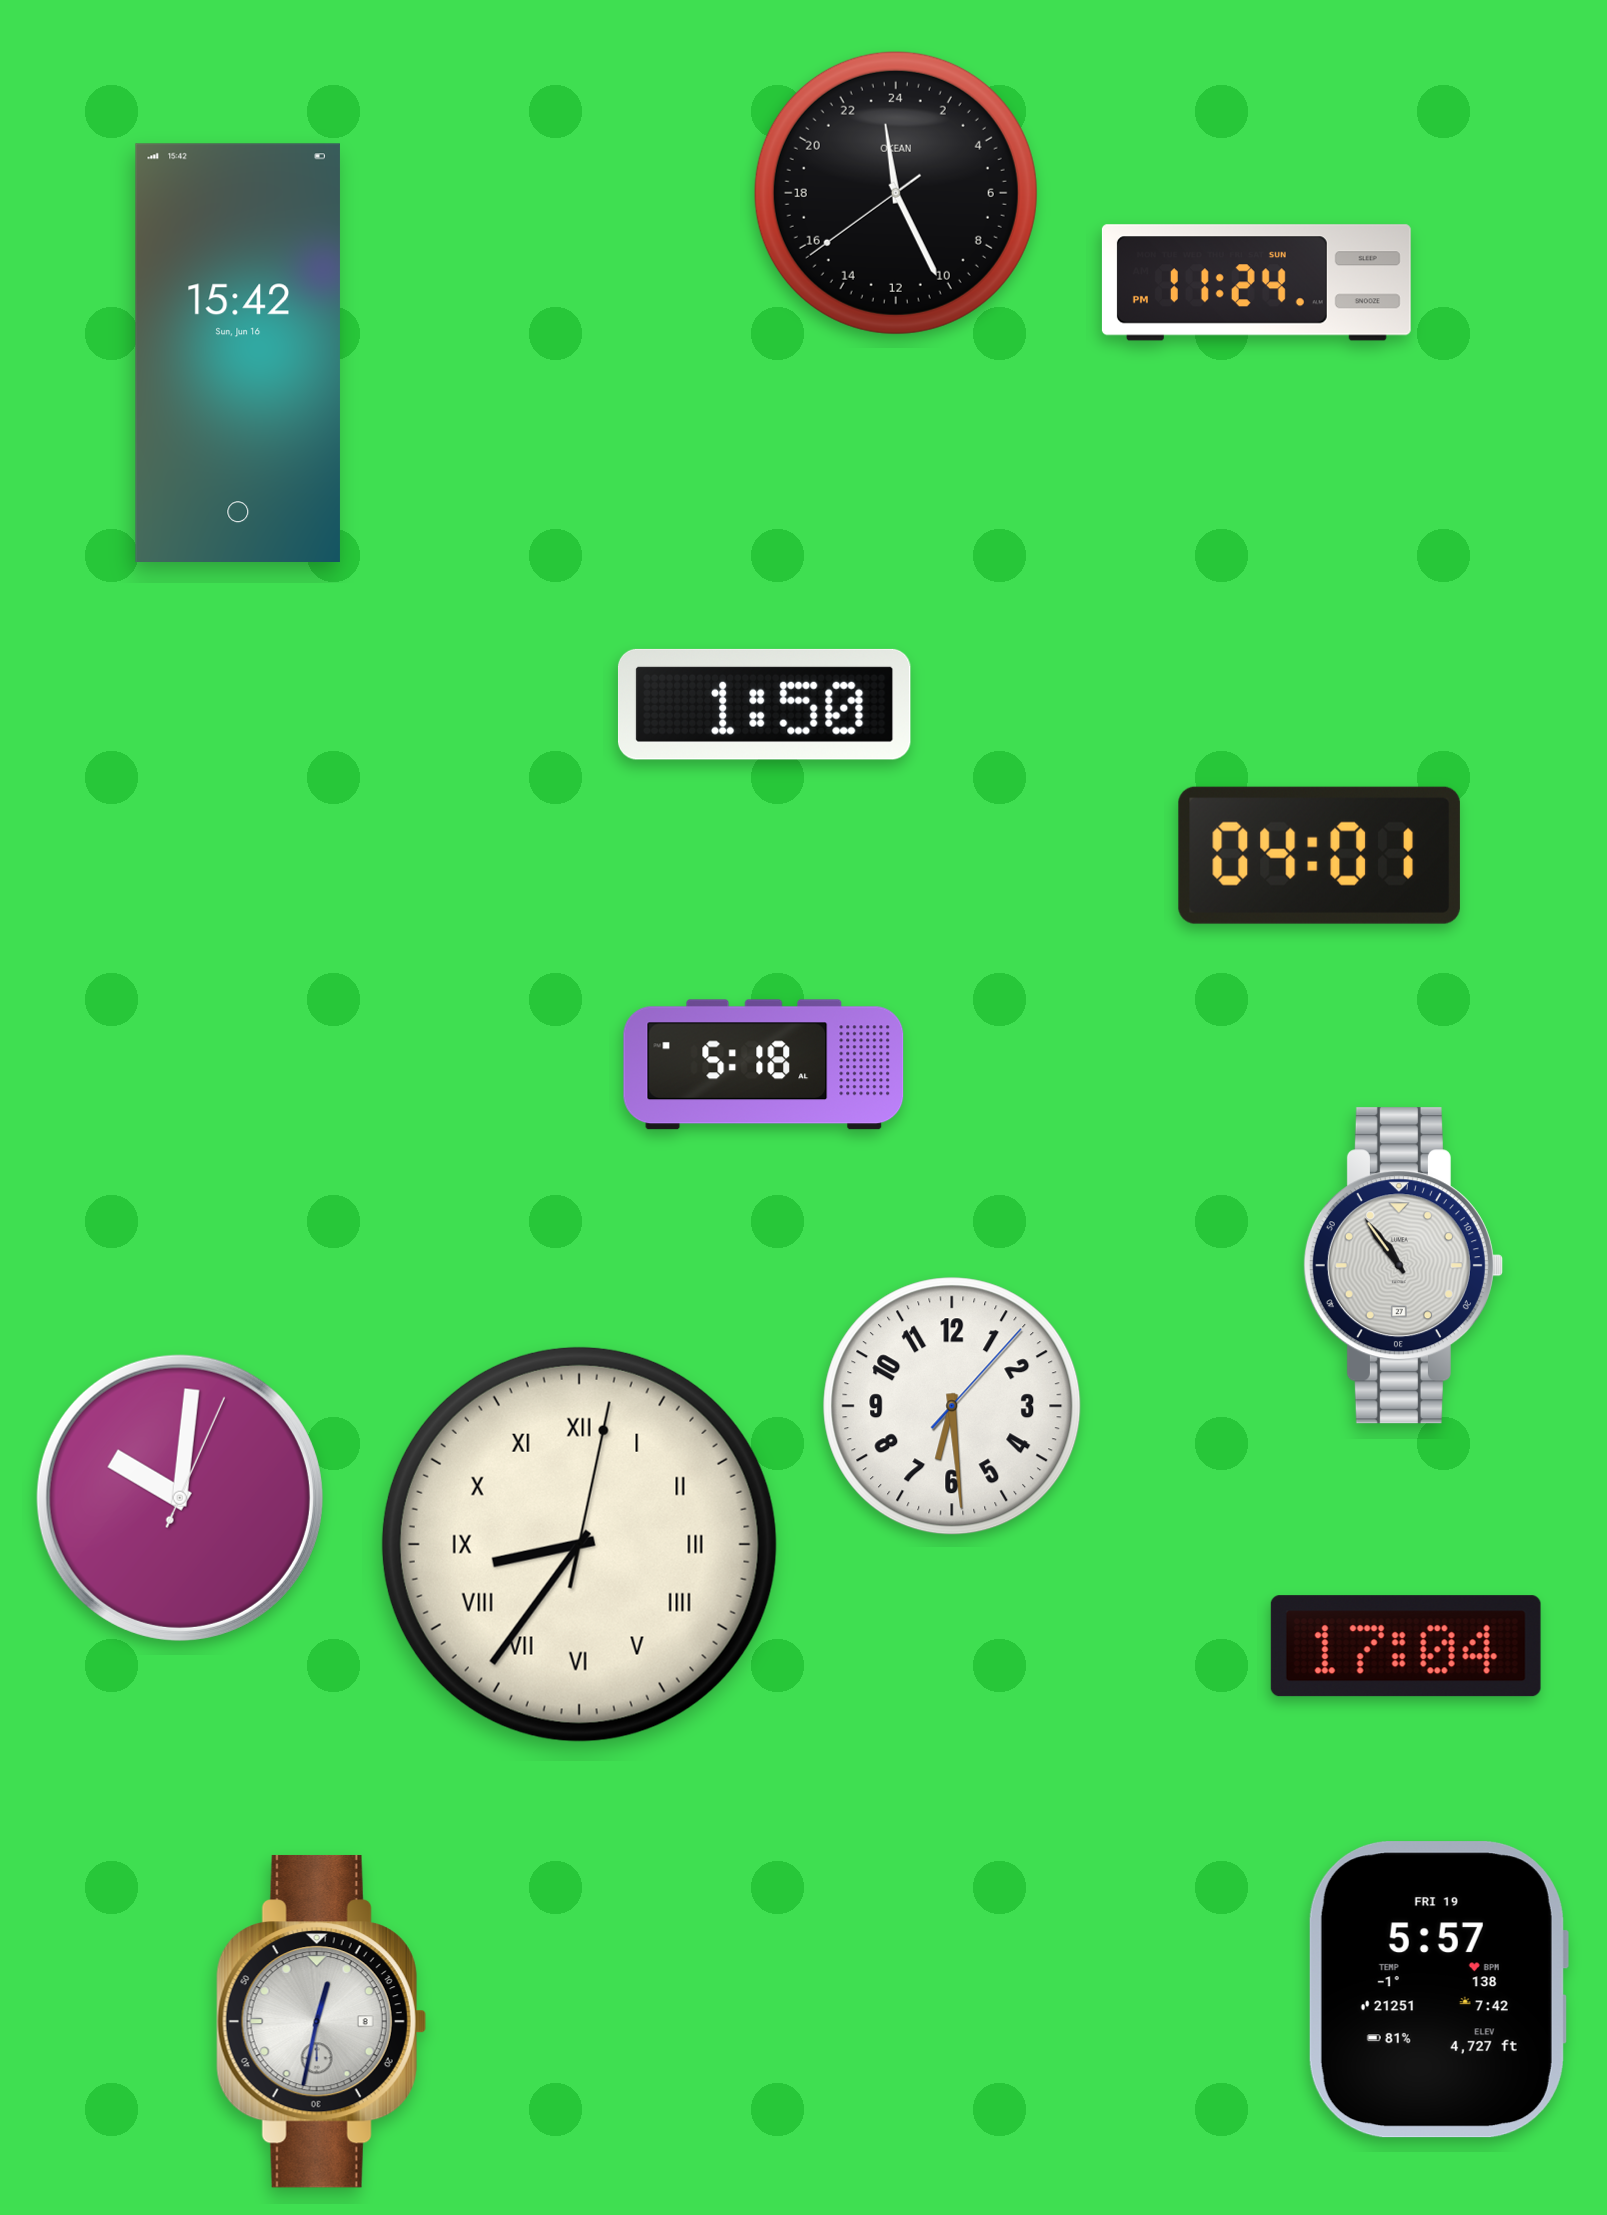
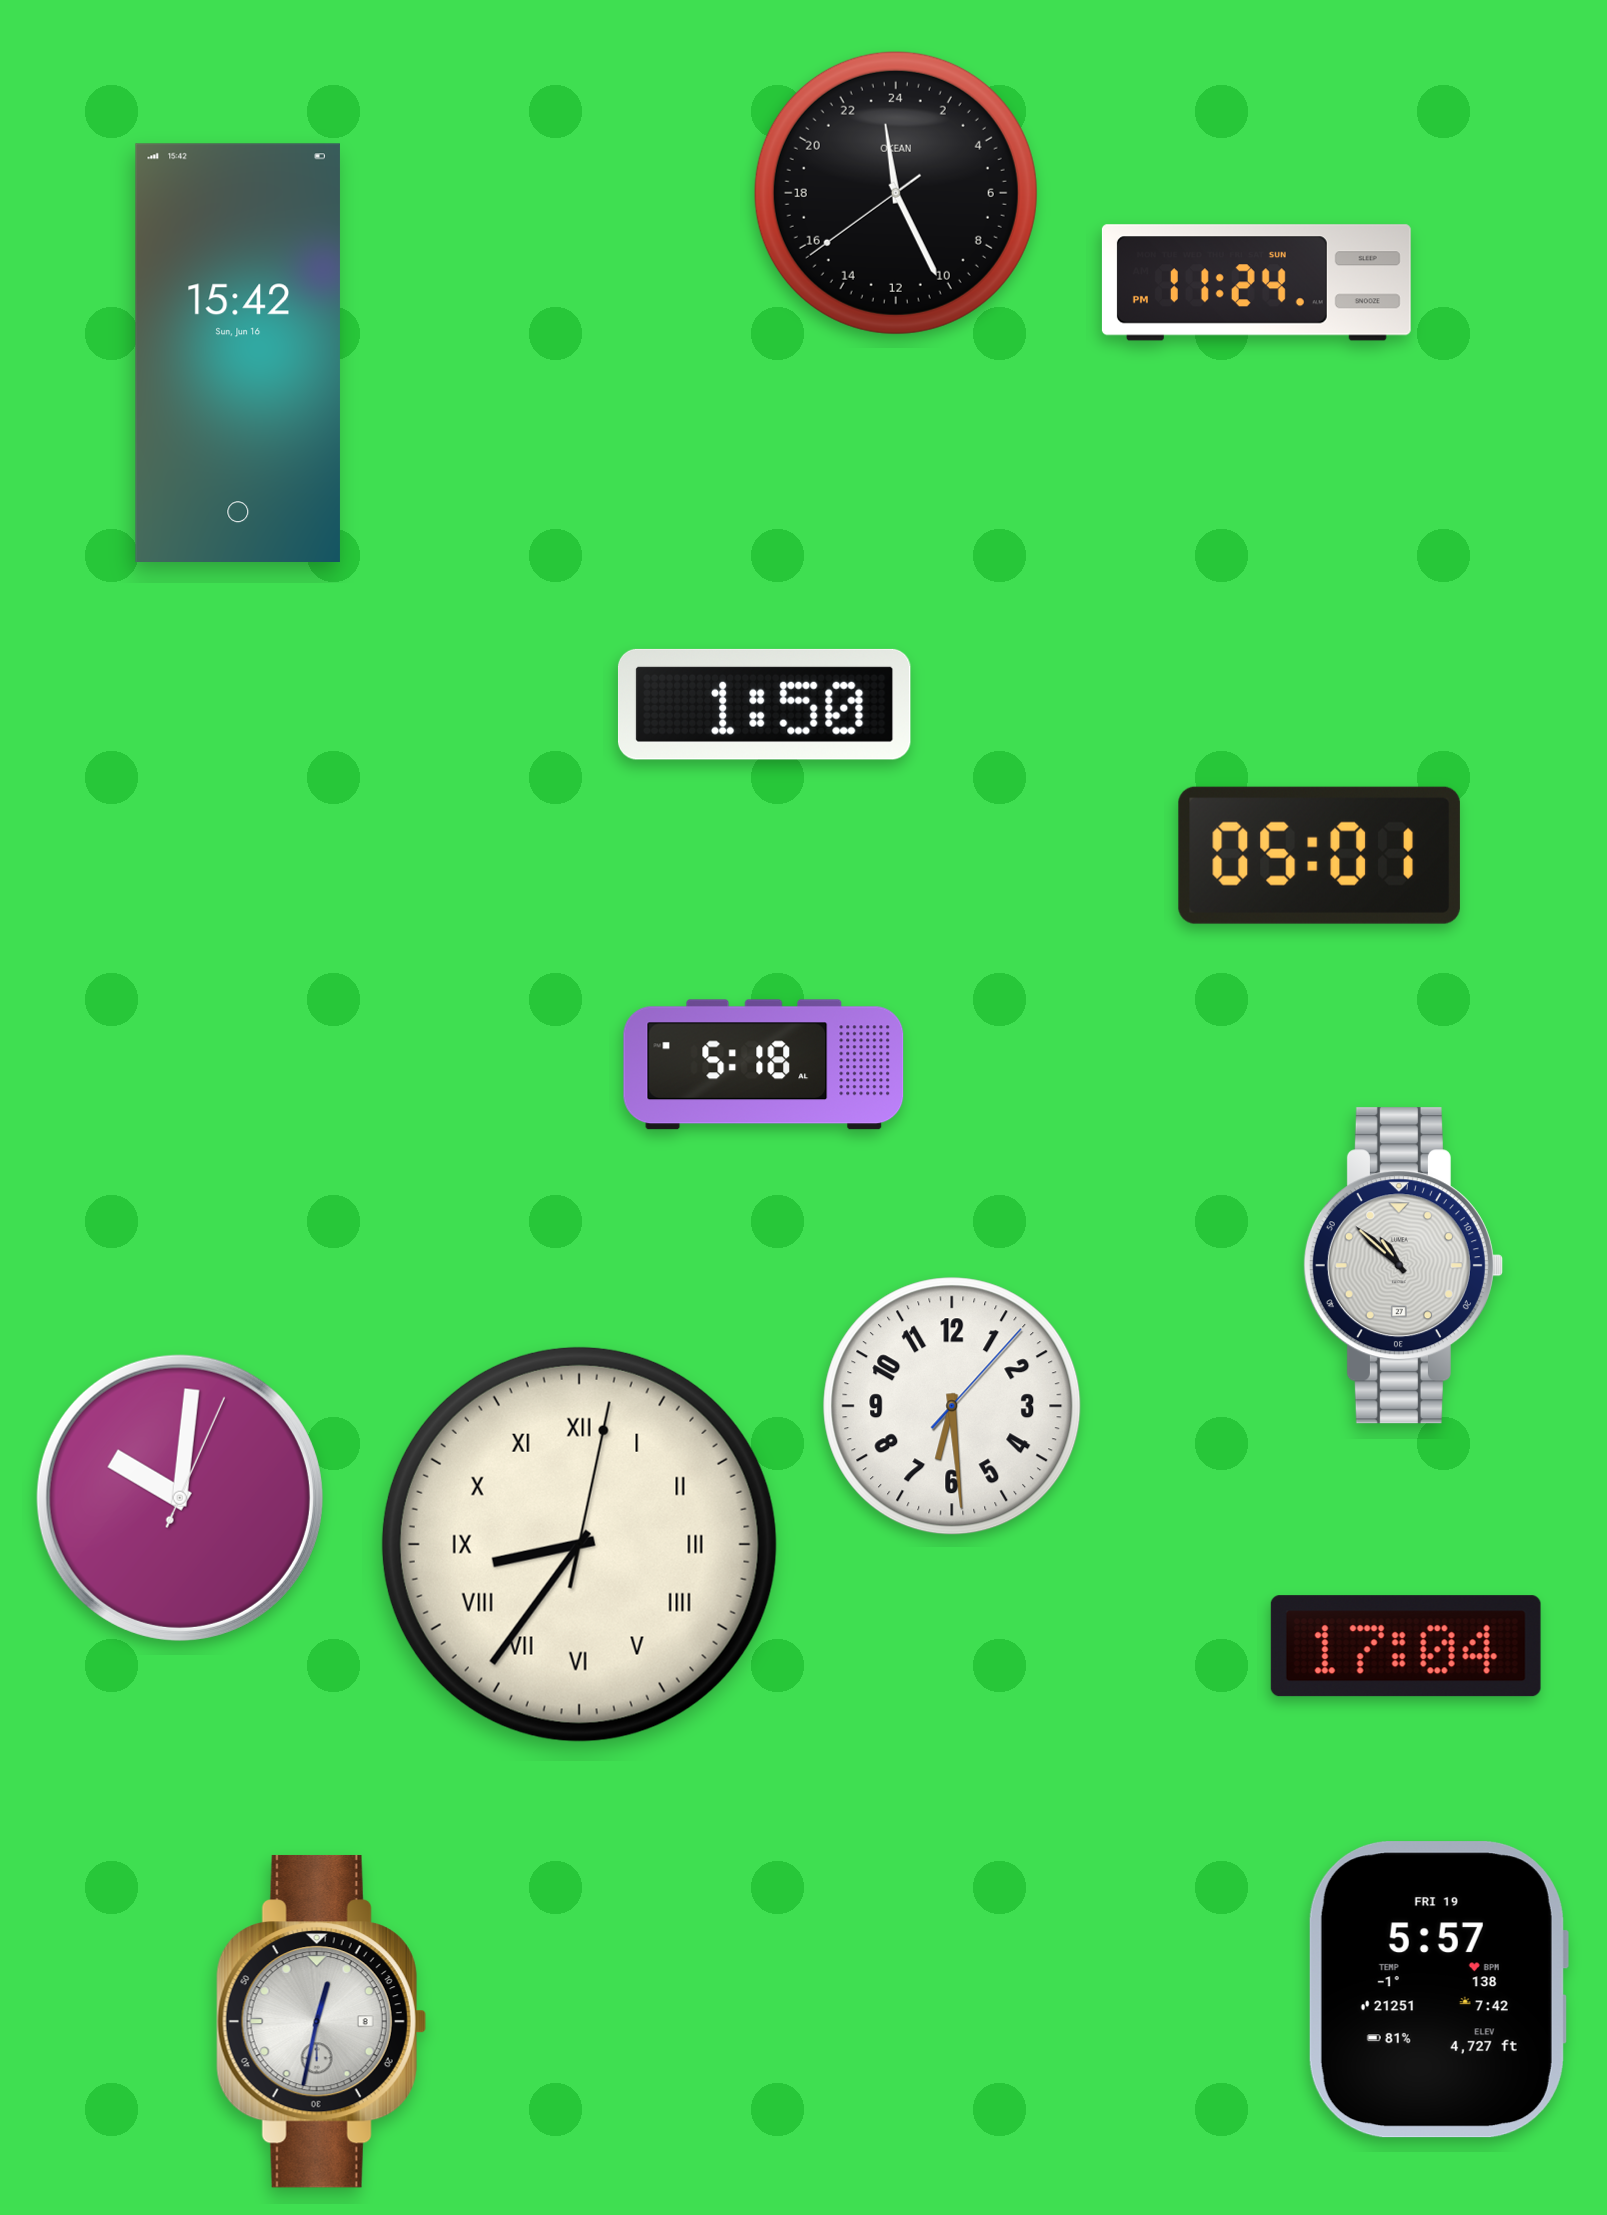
clock at (1319, 855): 04:01 -> 05:01
clock at (1403, 1266): 10:54 -> 10:52
